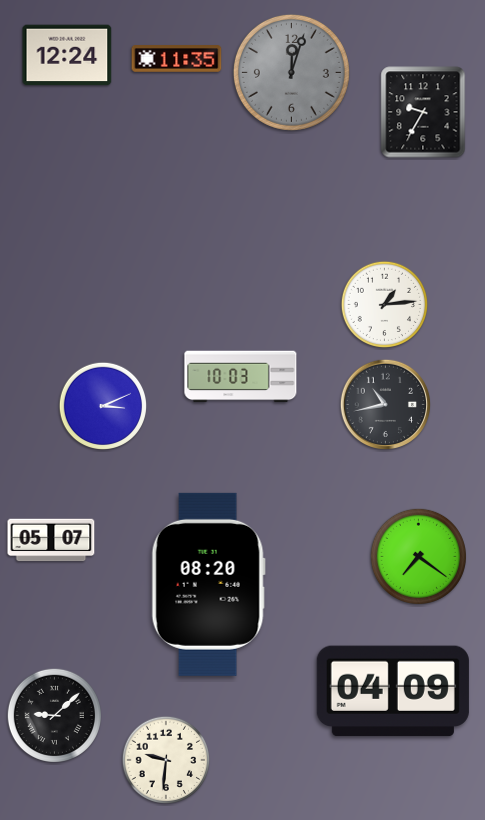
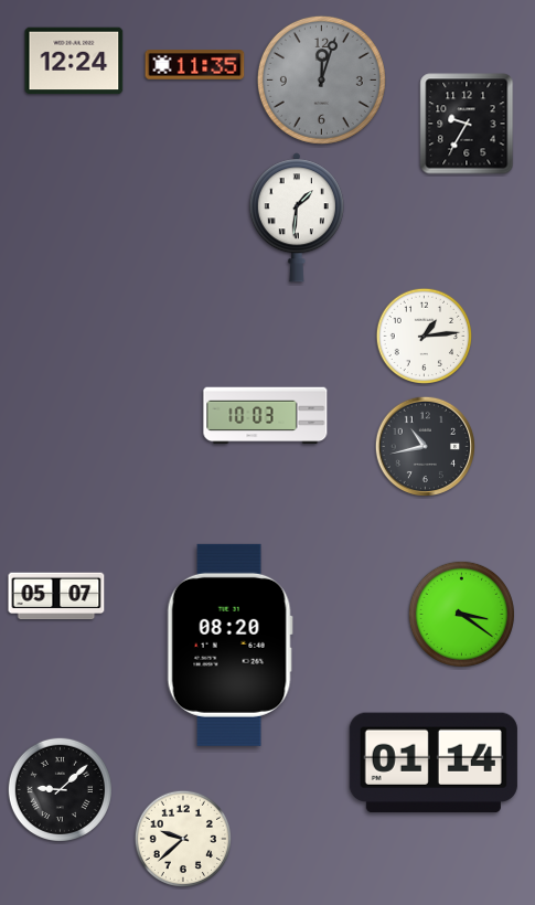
clock at (297, 217): none -> 1:31
clock at (103, 406): 3:11 -> none
clock at (418, 556): 7:21 -> 3:21
clock at (393, 691): 04:09 -> 01:14
clock at (166, 760): 9:31 -> 9:38
